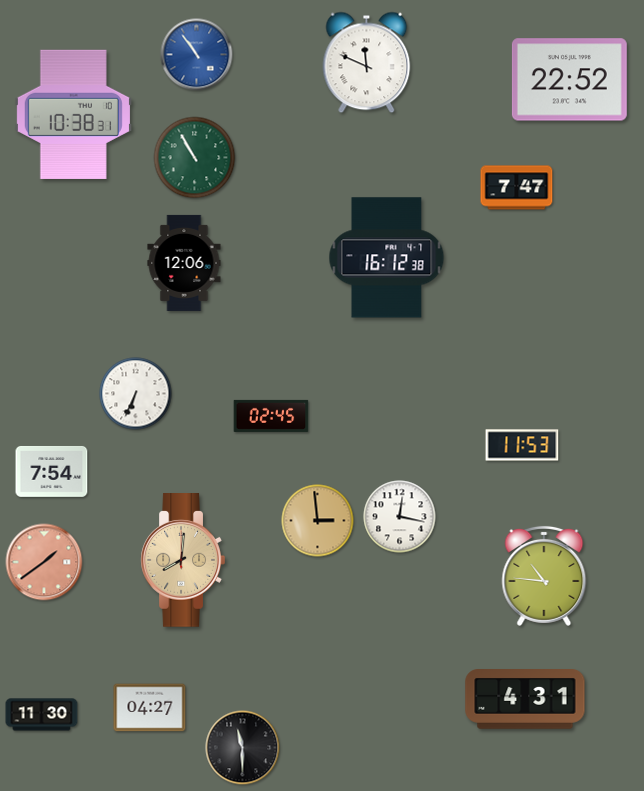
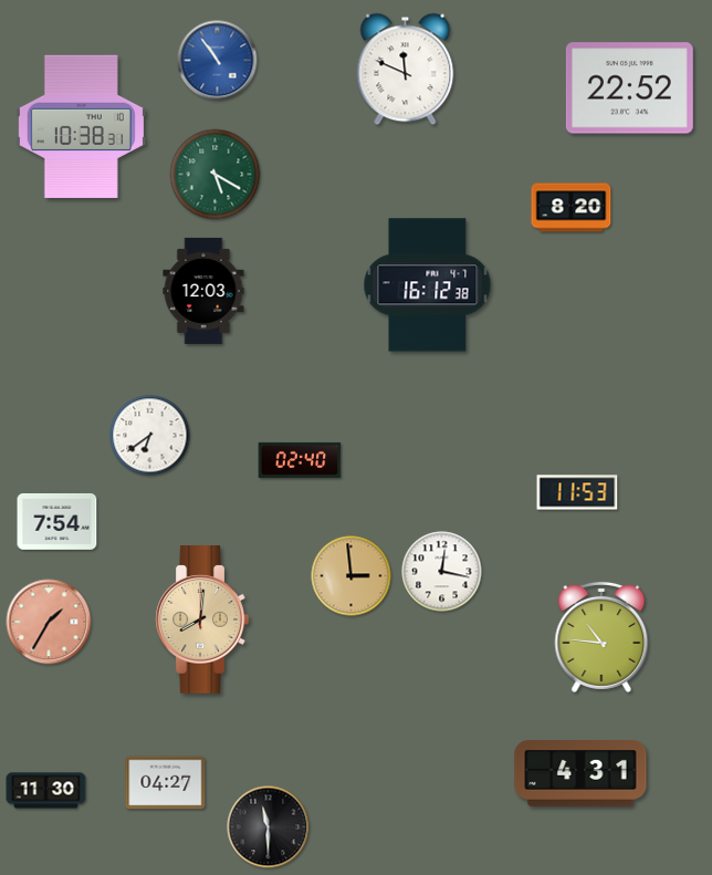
clock at (195, 158): 10:55 -> 5:20
clock at (517, 188): 7:47 -> 8:20
clock at (184, 263): 12:06 -> 12:03
clock at (136, 394): 6:34 -> 6:39
clock at (271, 416): 02:45 -> 02:40
clock at (44, 562): 1:39 -> 1:35
